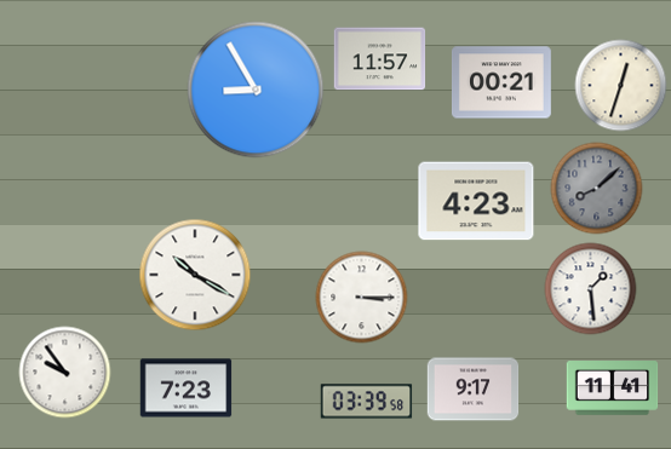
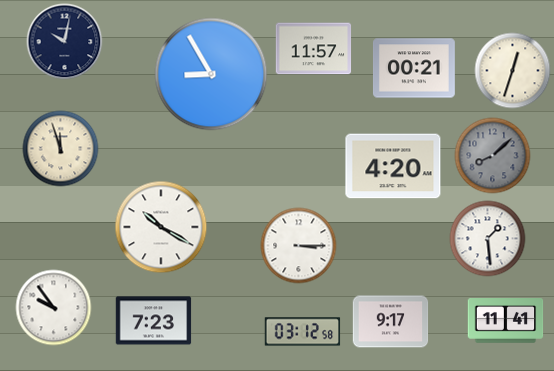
clock at (65, 42): none -> 10:02
clock at (61, 149): none -> 11:57
clock at (476, 201): 4:23 -> 4:20
clock at (367, 402): 03:39 -> 03:12
